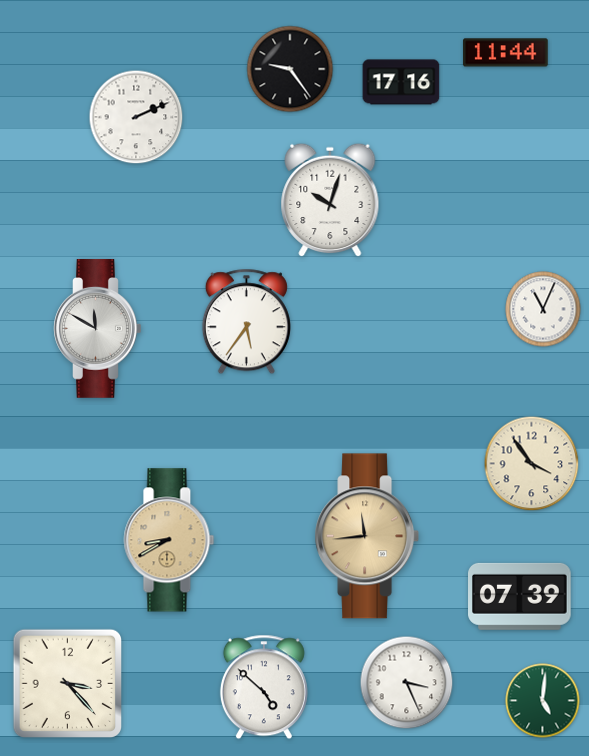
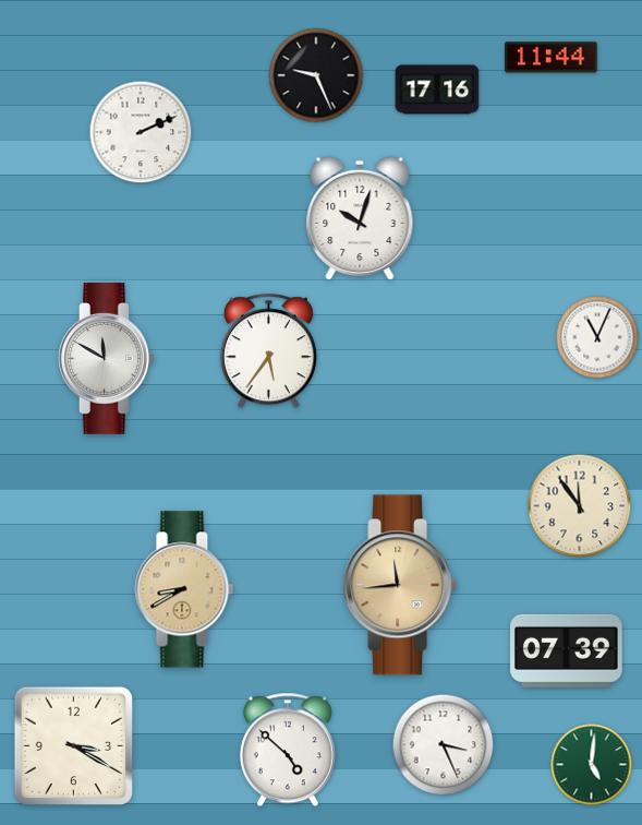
clock at (290, 69): 9:24 -> 9:26
clock at (136, 117) position: (136, 117) -> (141, 132)
clock at (543, 309) position: (543, 309) -> (597, 337)
clock at (532, 464): 3:54 -> 11:54
clock at (68, 684): 3:23 -> 3:20
